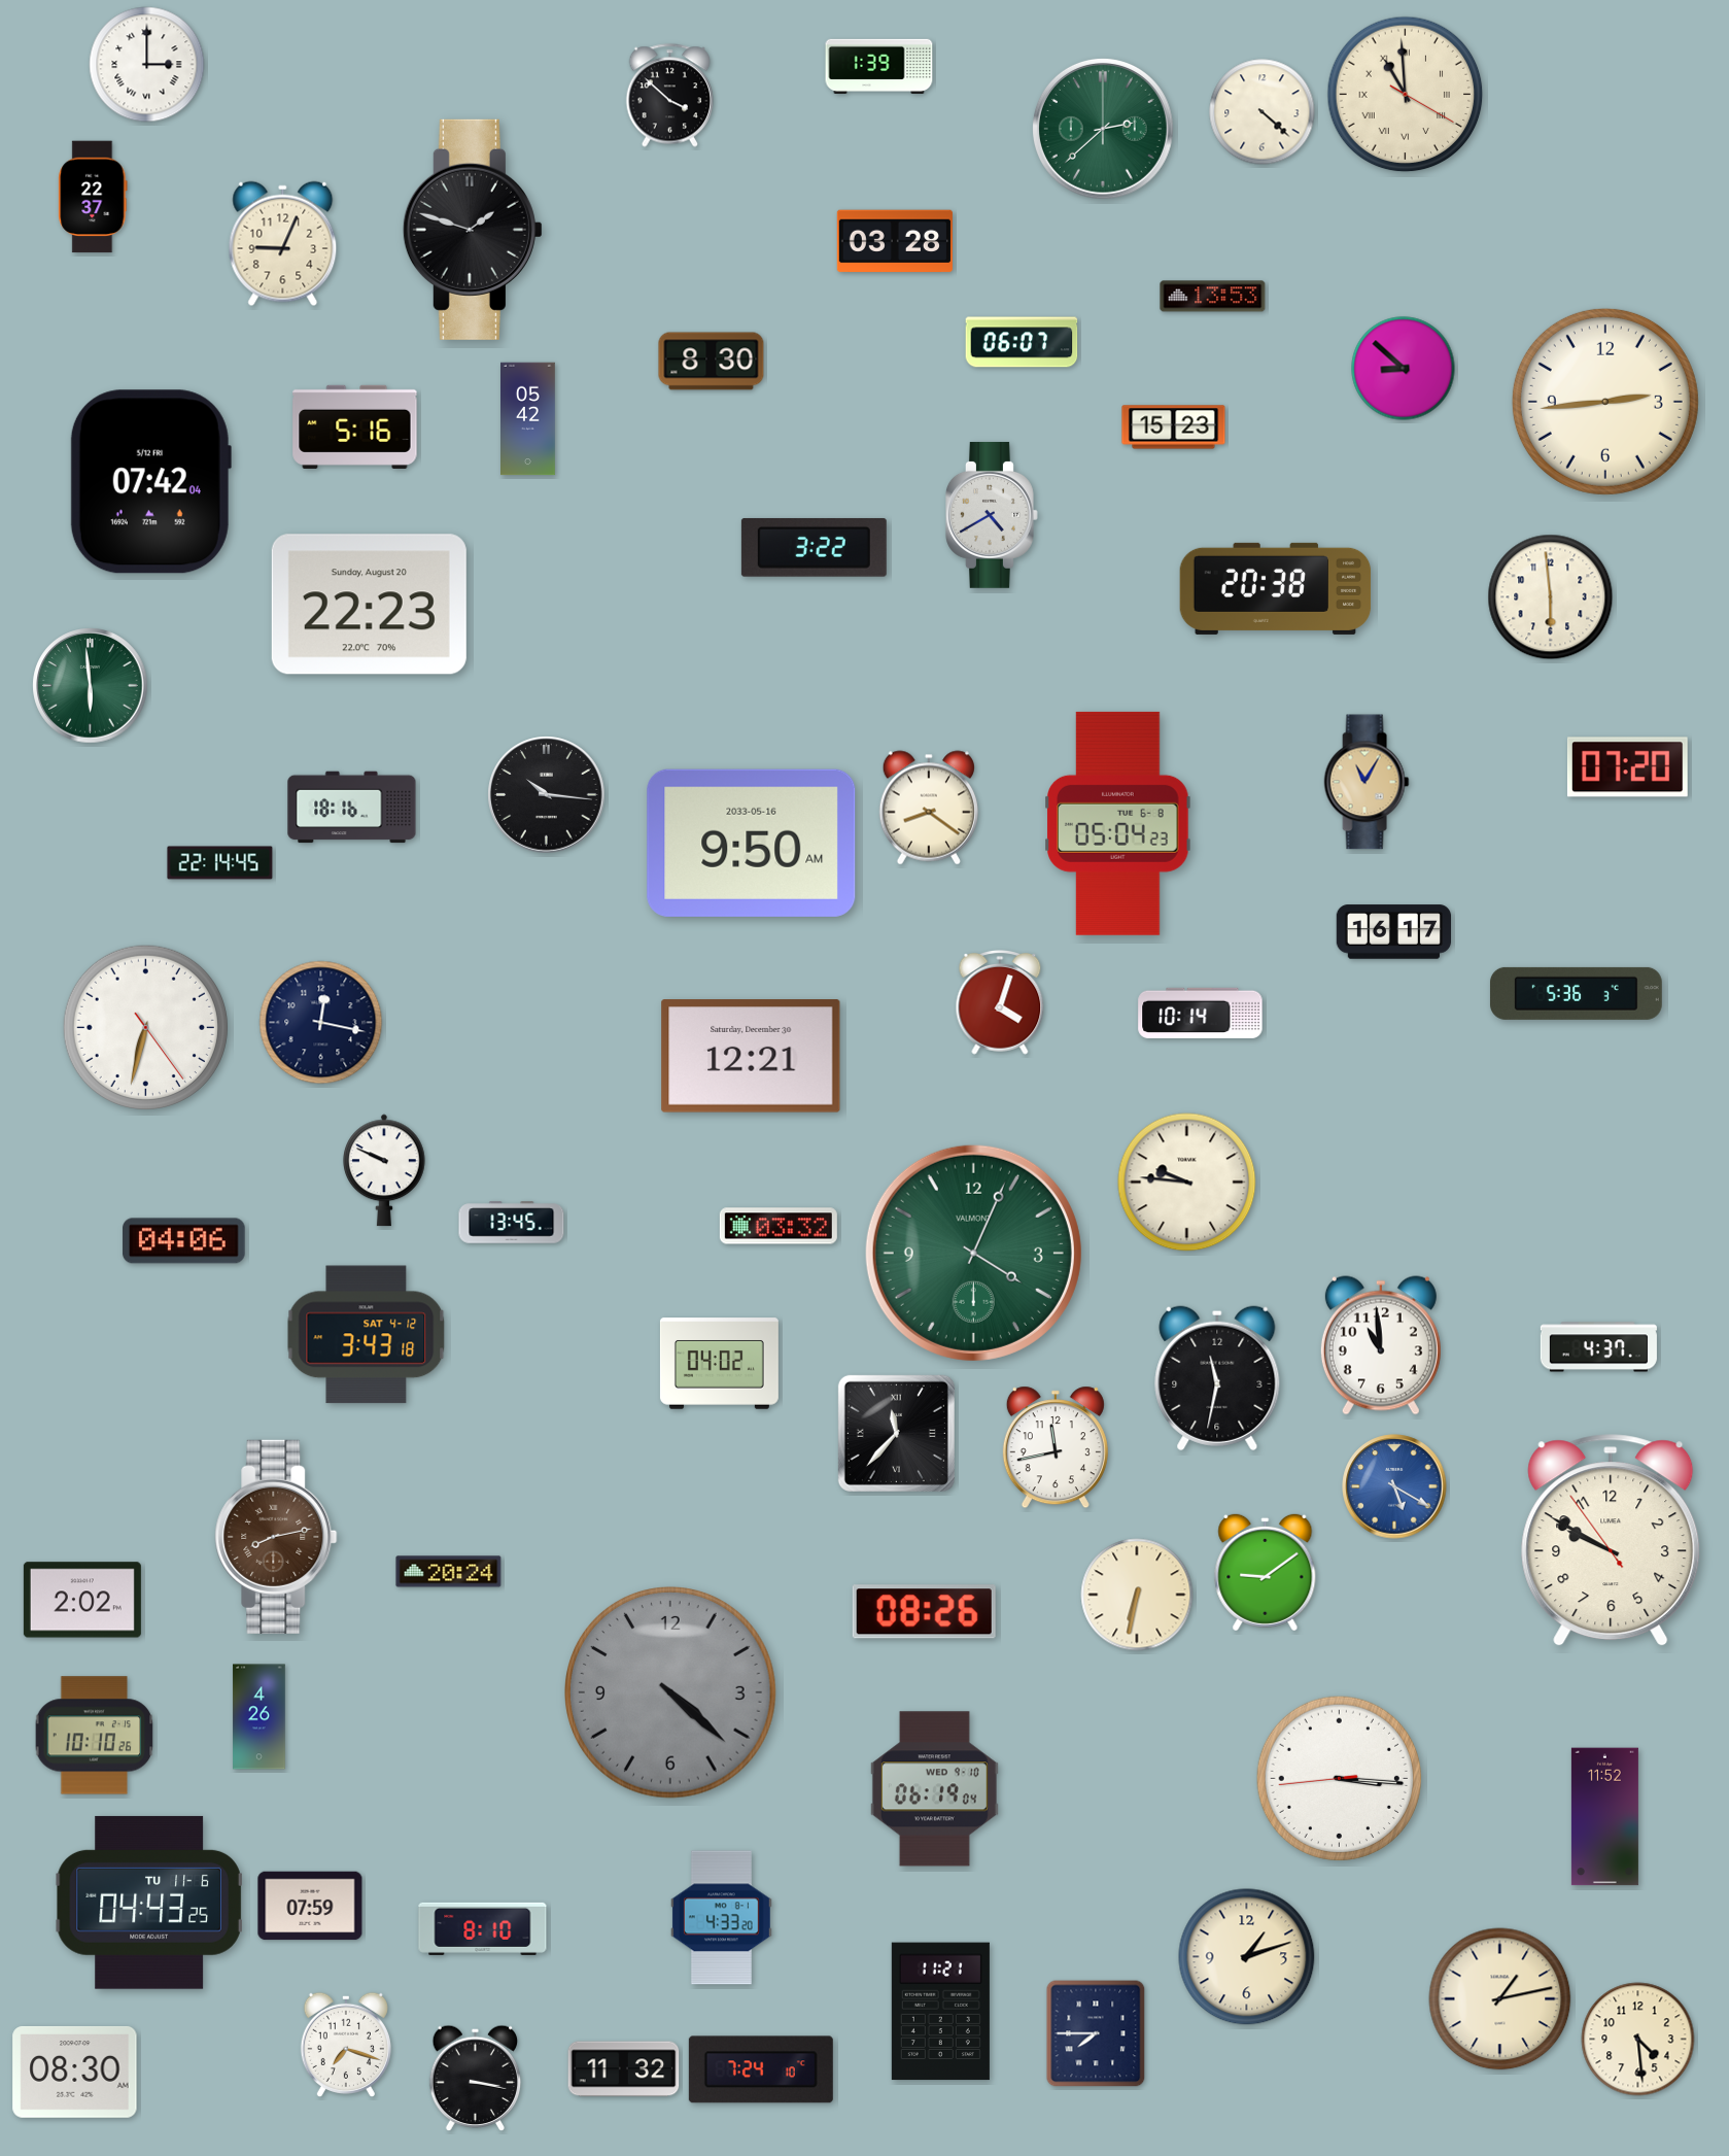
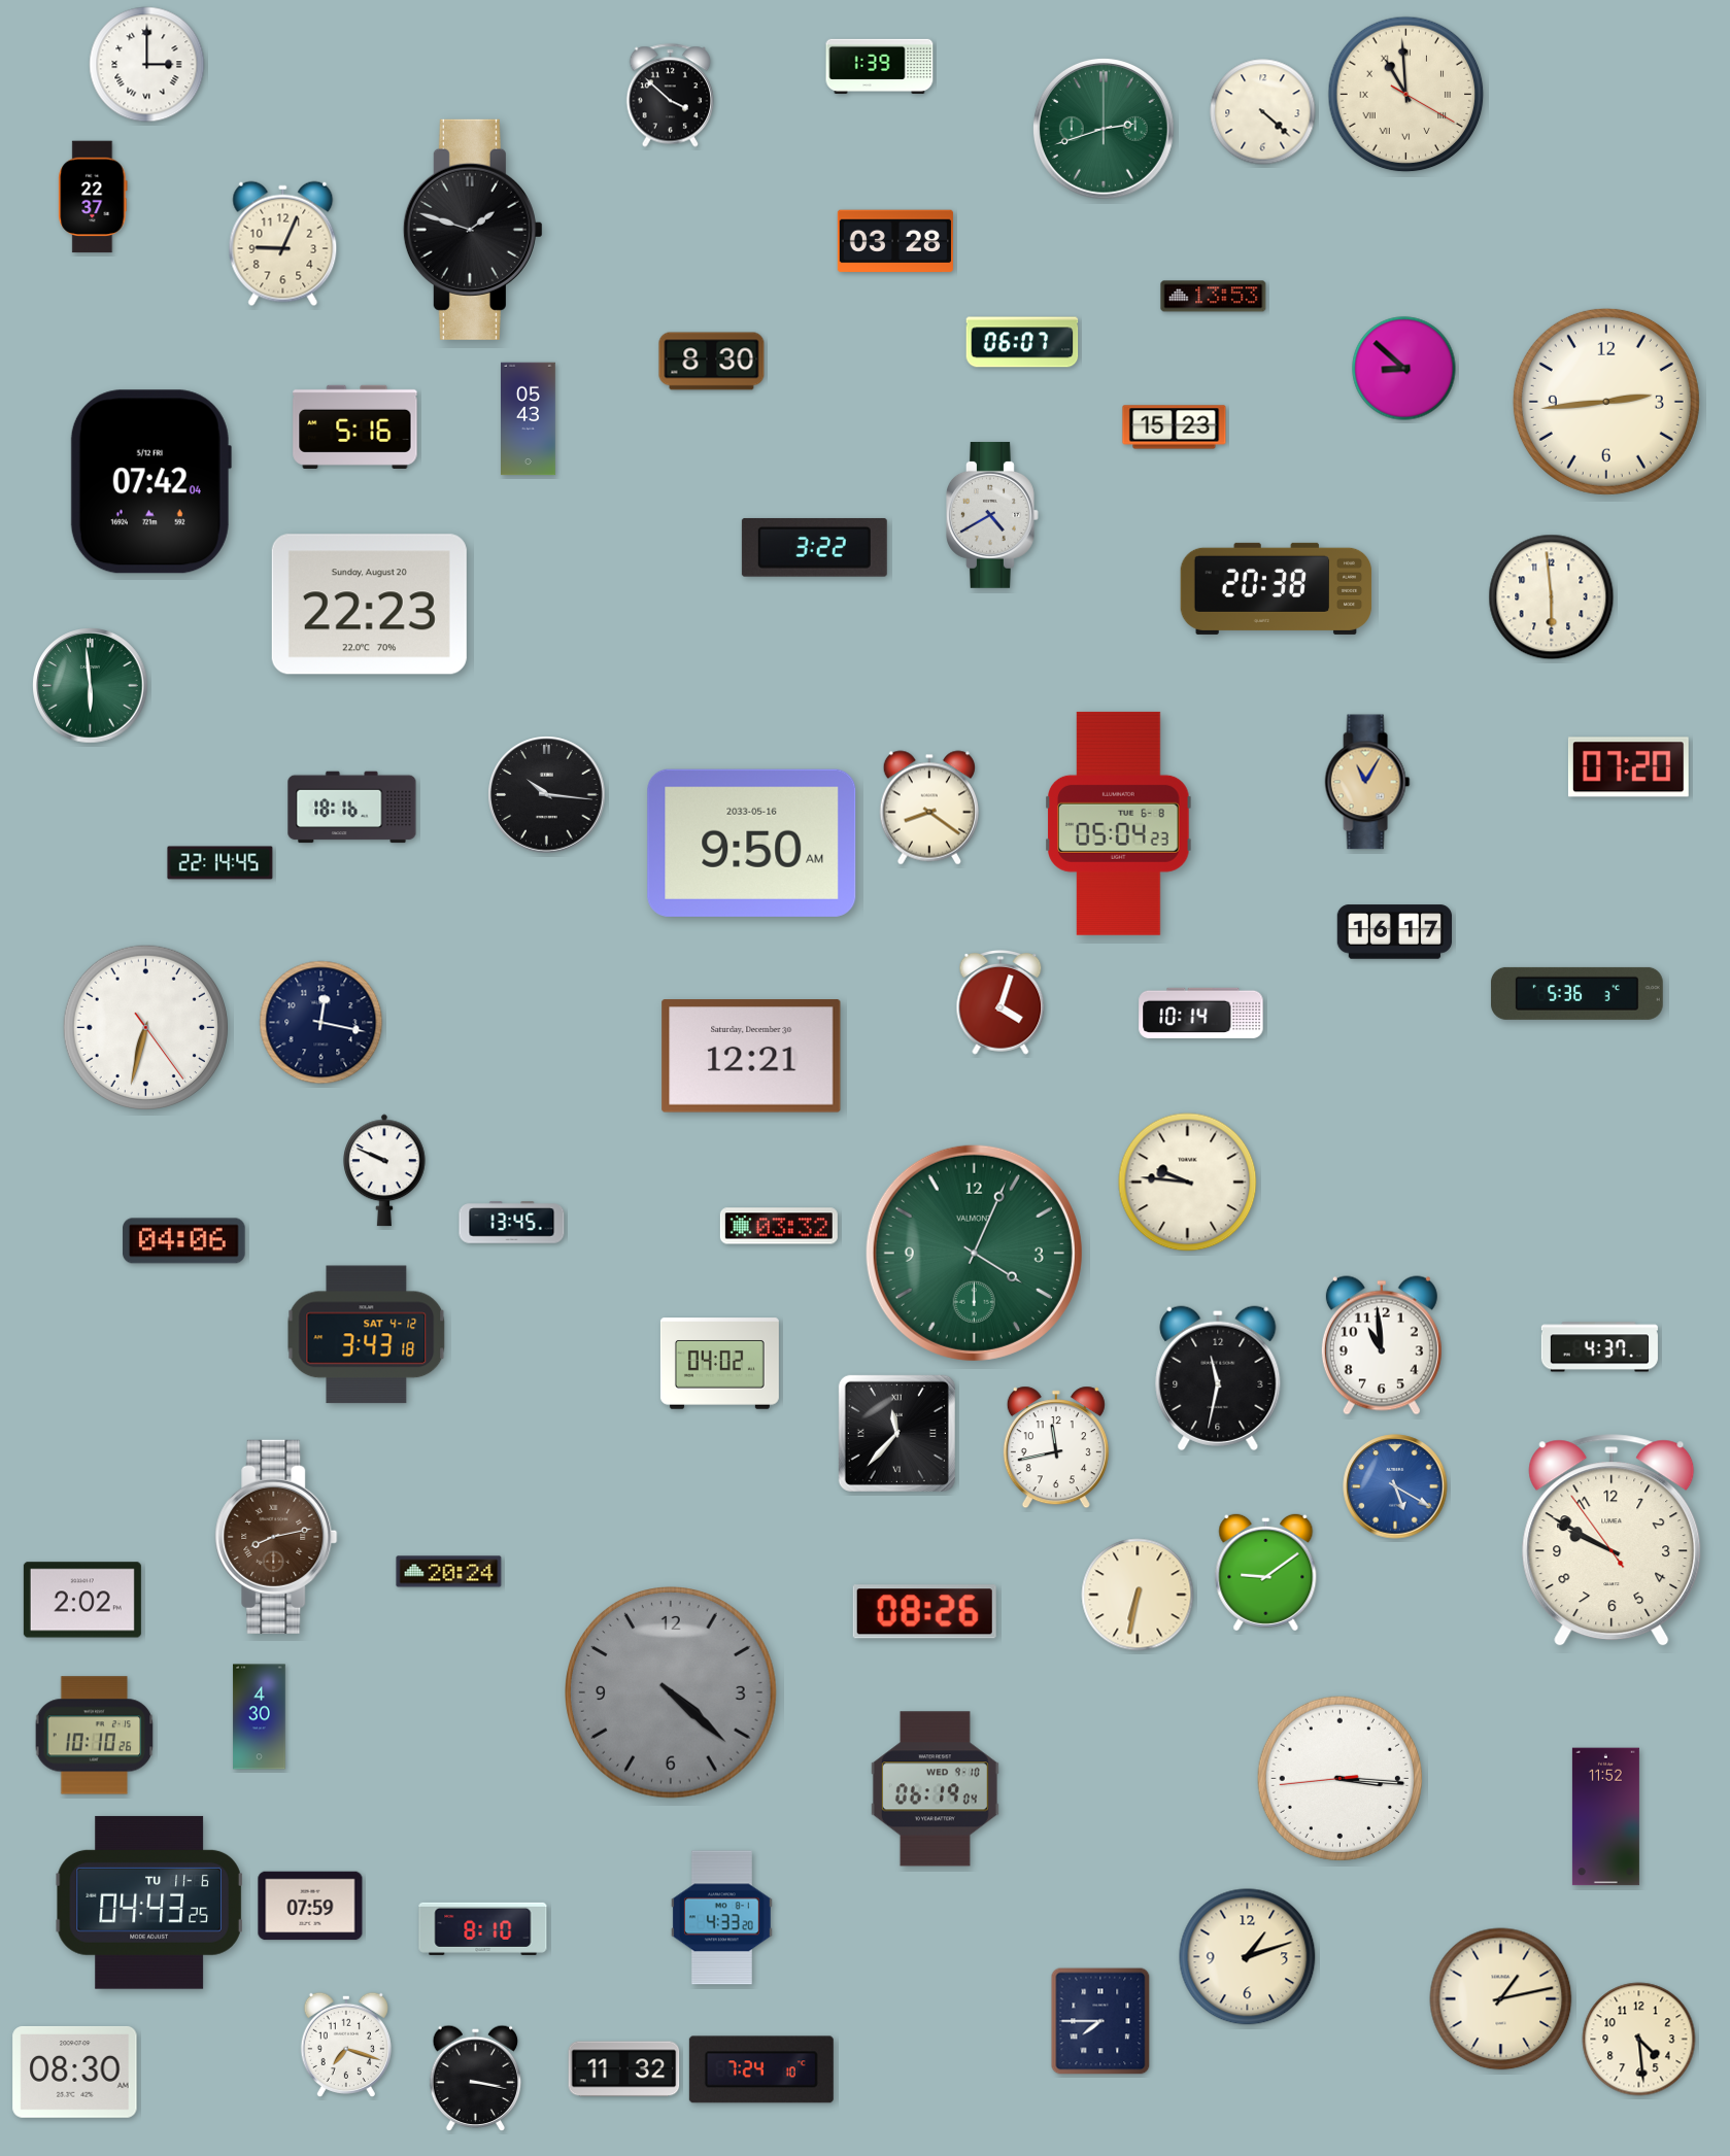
clock at (1103, 129): 2:38 -> 2:42
clock at (528, 419): 05:42 -> 05:43
clock at (260, 1717): 4:26 -> 4:30
clock at (940, 2012): 11:21 -> none
clock at (1096, 2033) position: (1096, 2033) -> (1100, 2021)
